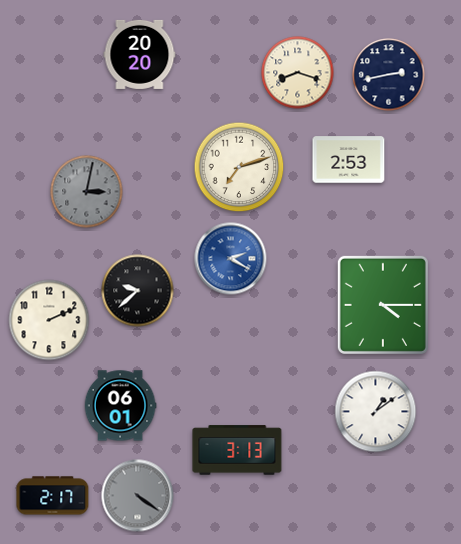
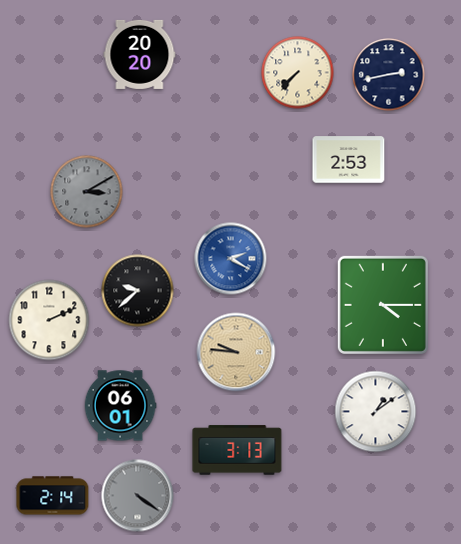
clock at (298, 73): 8:18 -> 7:37
clock at (239, 167): 7:12 -> none
clock at (87, 192): 3:02 -> 3:10
clock at (236, 352): none -> 9:46
clock at (53, 496): 2:17 -> 2:14
